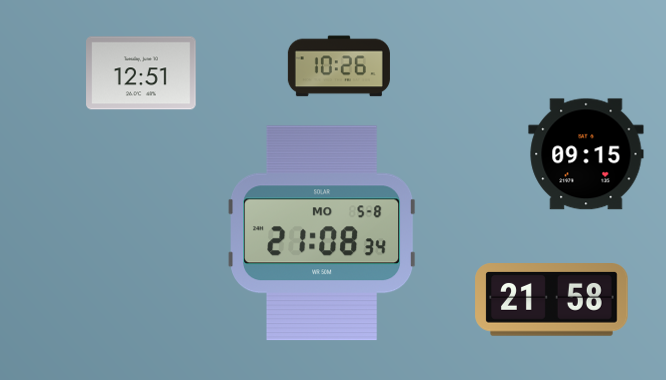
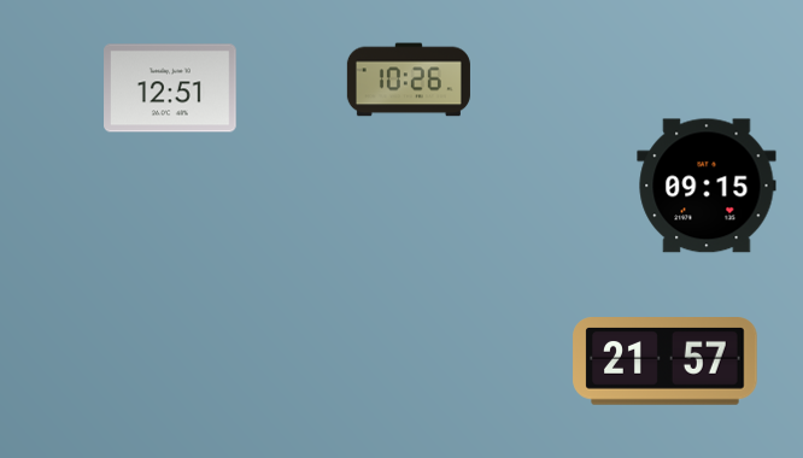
clock at (322, 233): 21:08 -> none
clock at (552, 300): 21:58 -> 21:57
